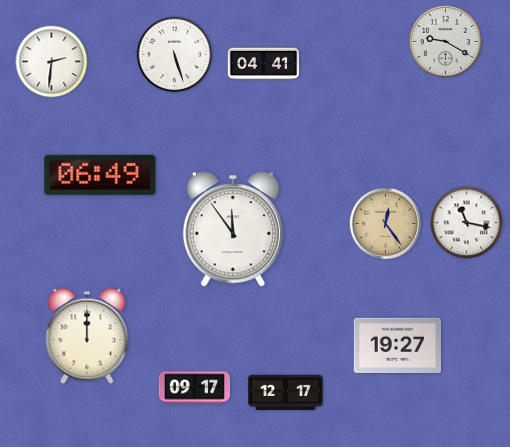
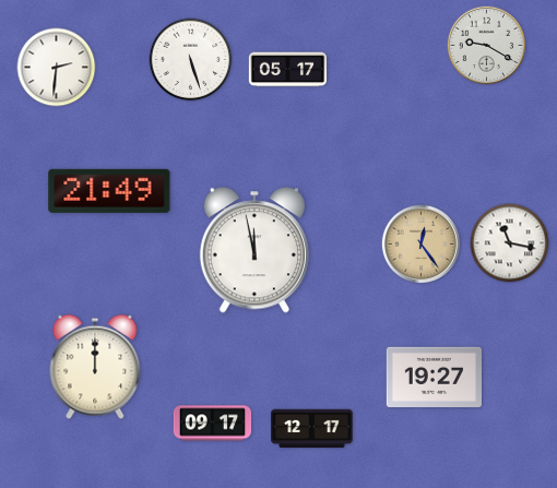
clock at (264, 64): 04:41 -> 05:17
clock at (100, 175): 06:49 -> 21:49
clock at (233, 229): 11:54 -> 11:58
